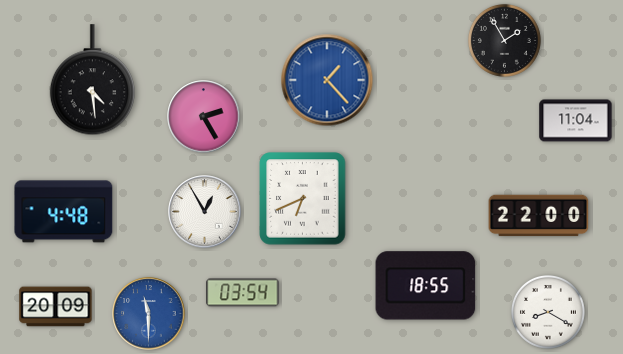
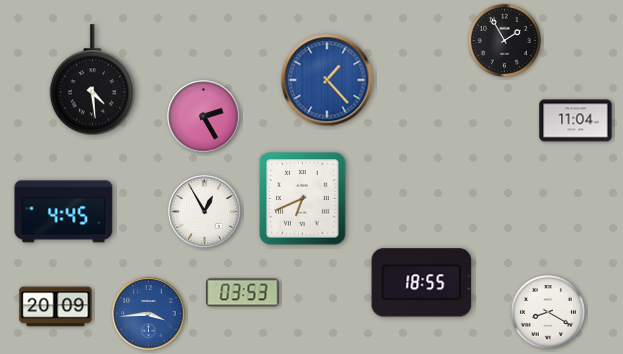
clock at (64, 212): 4:48 -> 4:45
clock at (539, 216): 22:00 -> none
clock at (426, 286) position: (426, 286) -> (422, 283)
clock at (243, 293): 03:54 -> 03:53
clock at (149, 314): 11:30 -> 3:44
